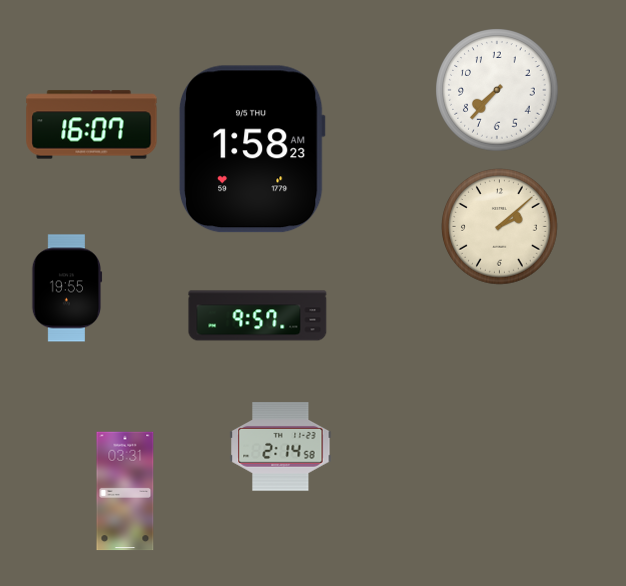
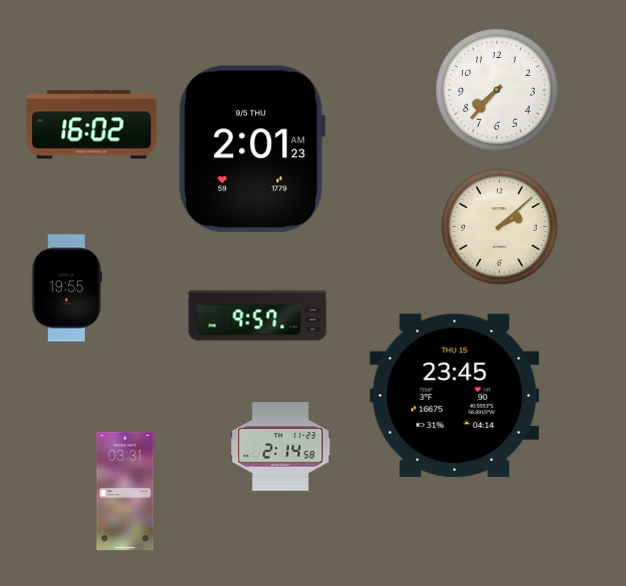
clock at (92, 125): 16:07 -> 16:02
clock at (252, 149): 1:58 -> 2:01
clock at (455, 395): none -> 23:45
